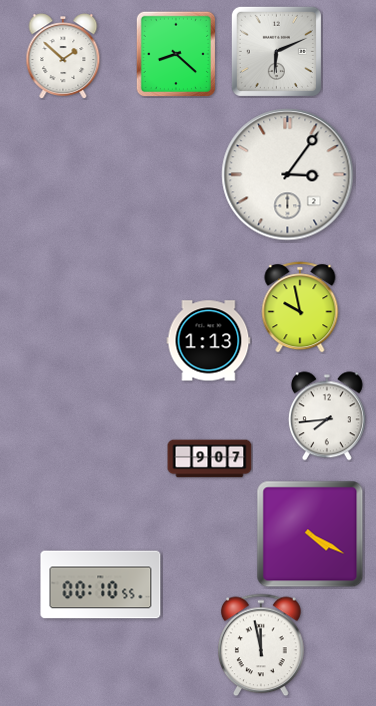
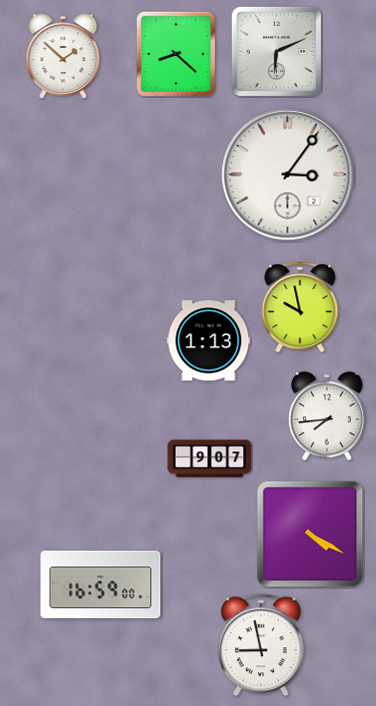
clock at (101, 585): 00:10 -> 16:59
clock at (262, 645): 11:58 -> 8:58
